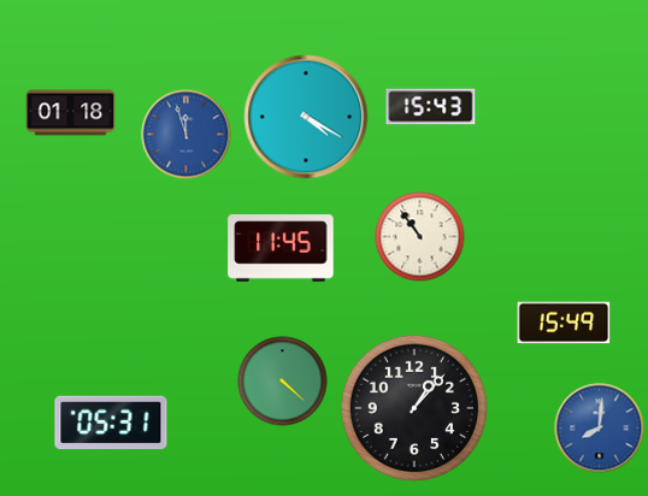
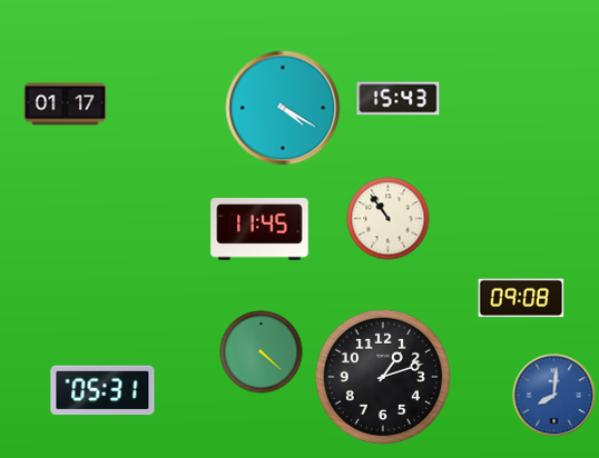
clock at (71, 113): 01:18 -> 01:17
clock at (187, 135): 11:57 -> none
clock at (564, 323): 15:49 -> 09:08
clock at (413, 407): 1:07 -> 1:12
